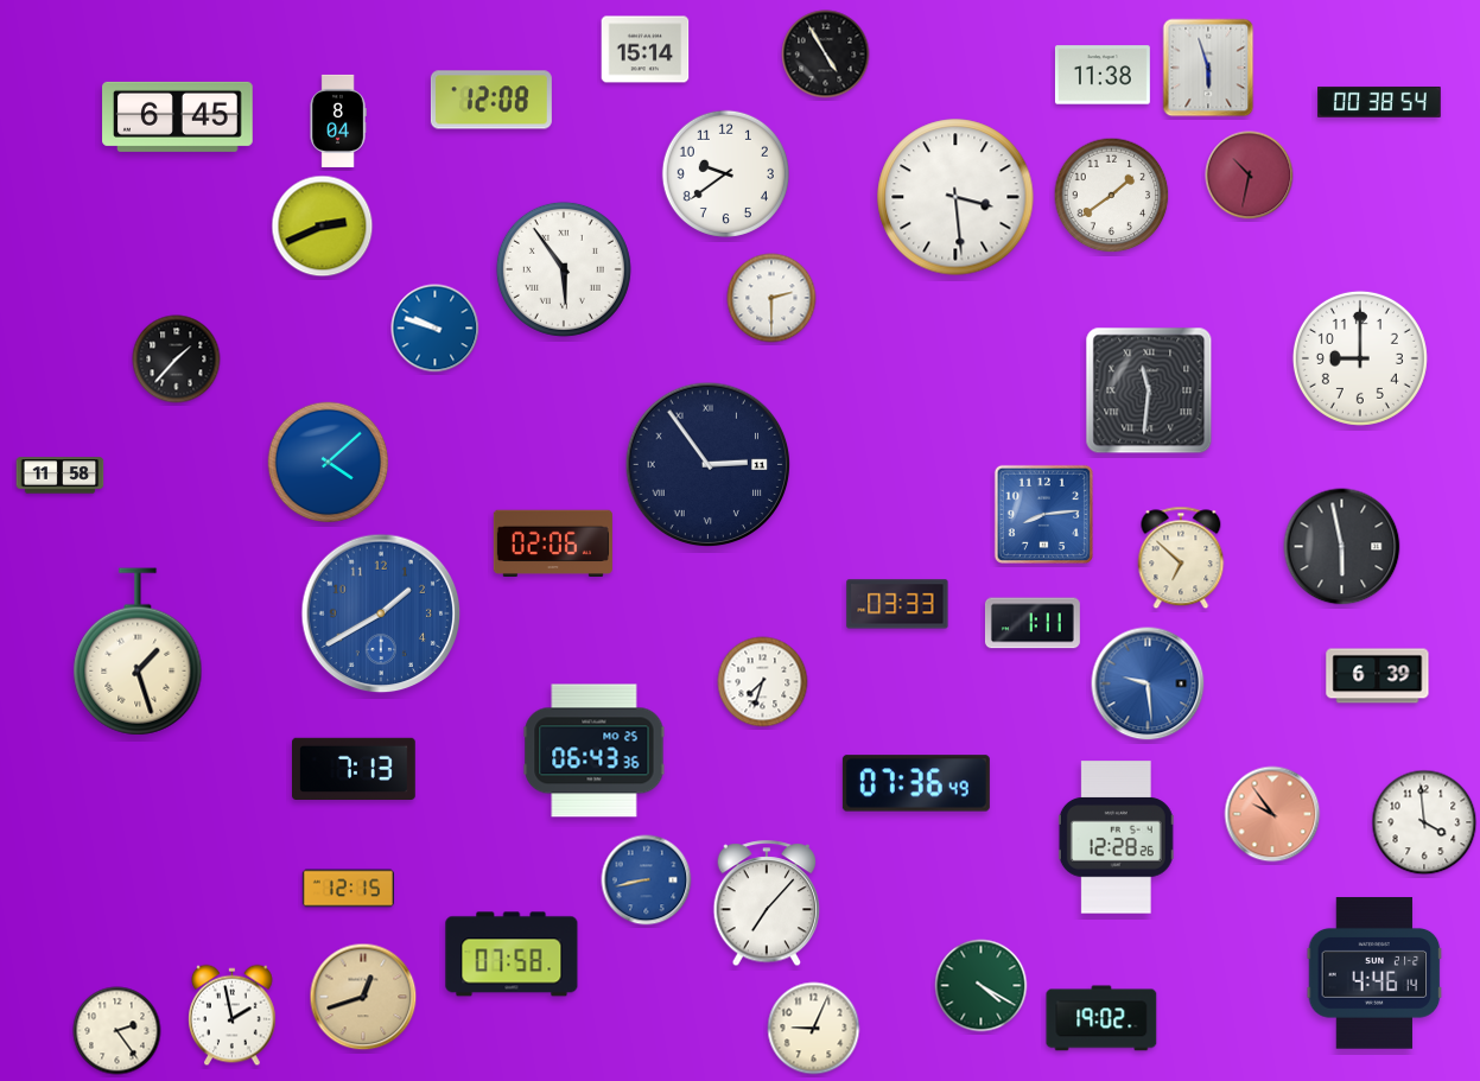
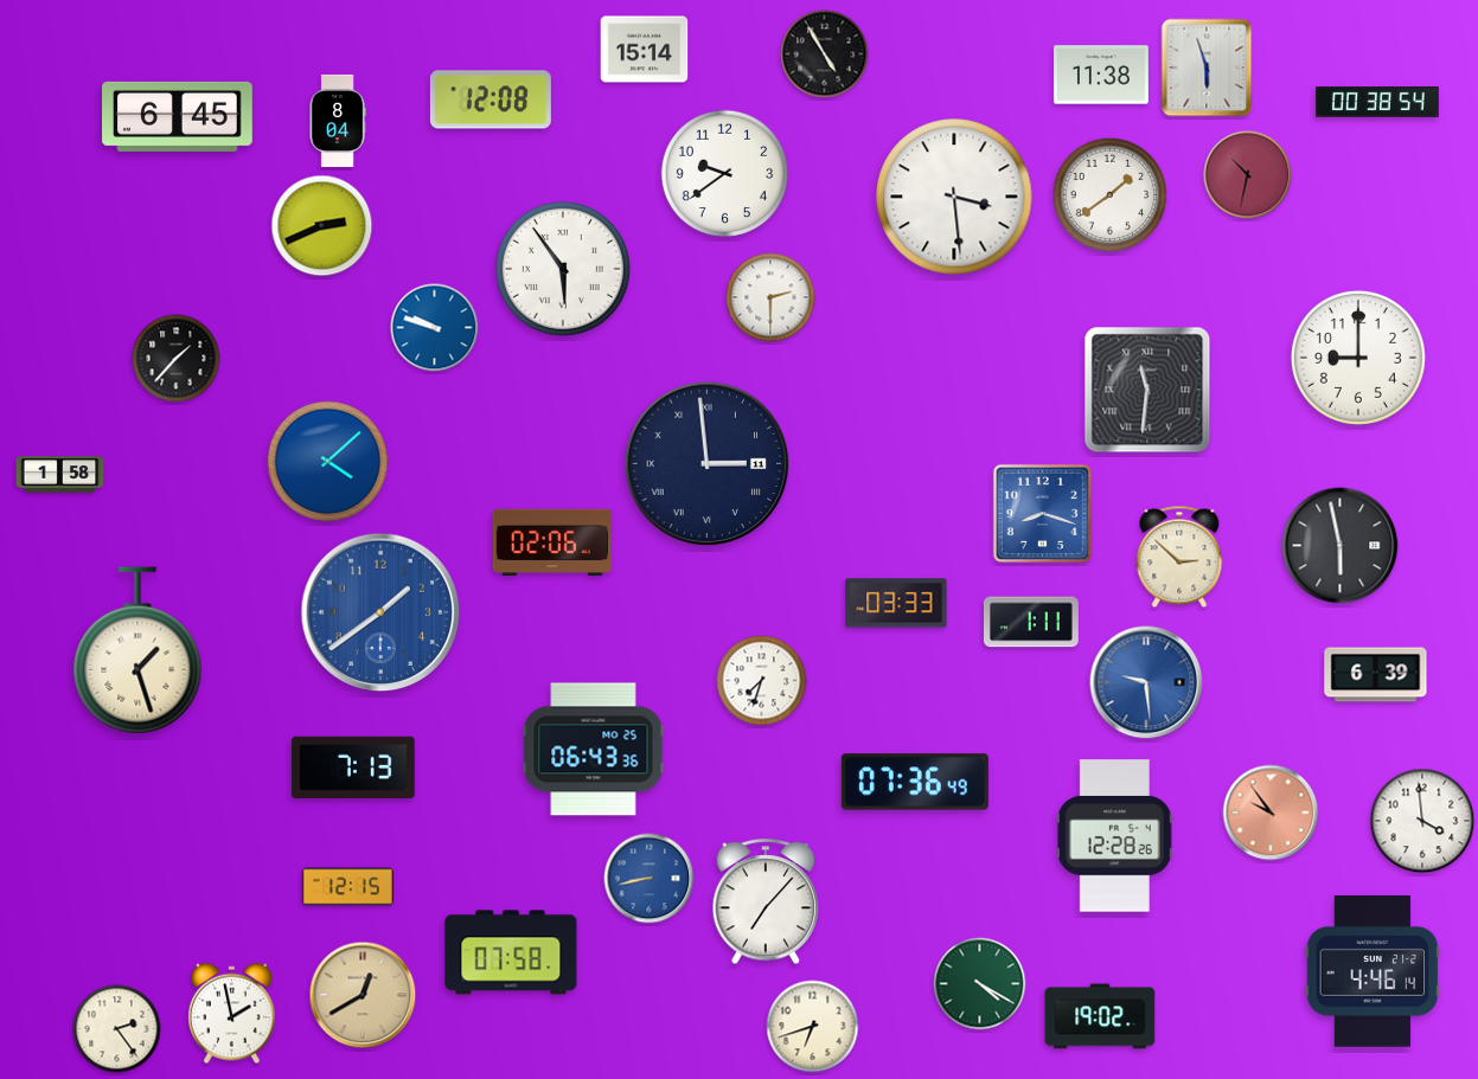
clock at (709, 465): 2:54 -> 2:59
clock at (61, 476): 11:58 -> 1:58
clock at (1043, 514): 8:14 -> 8:18
clock at (1181, 558): 6:52 -> 2:52
clock at (381, 613): 1:40 -> 1:39
clock at (647, 880) position: (647, 880) -> (650, 879)
clock at (363, 997): 12:42 -> 12:40
clock at (814, 1029): 9:04 -> 6:42
